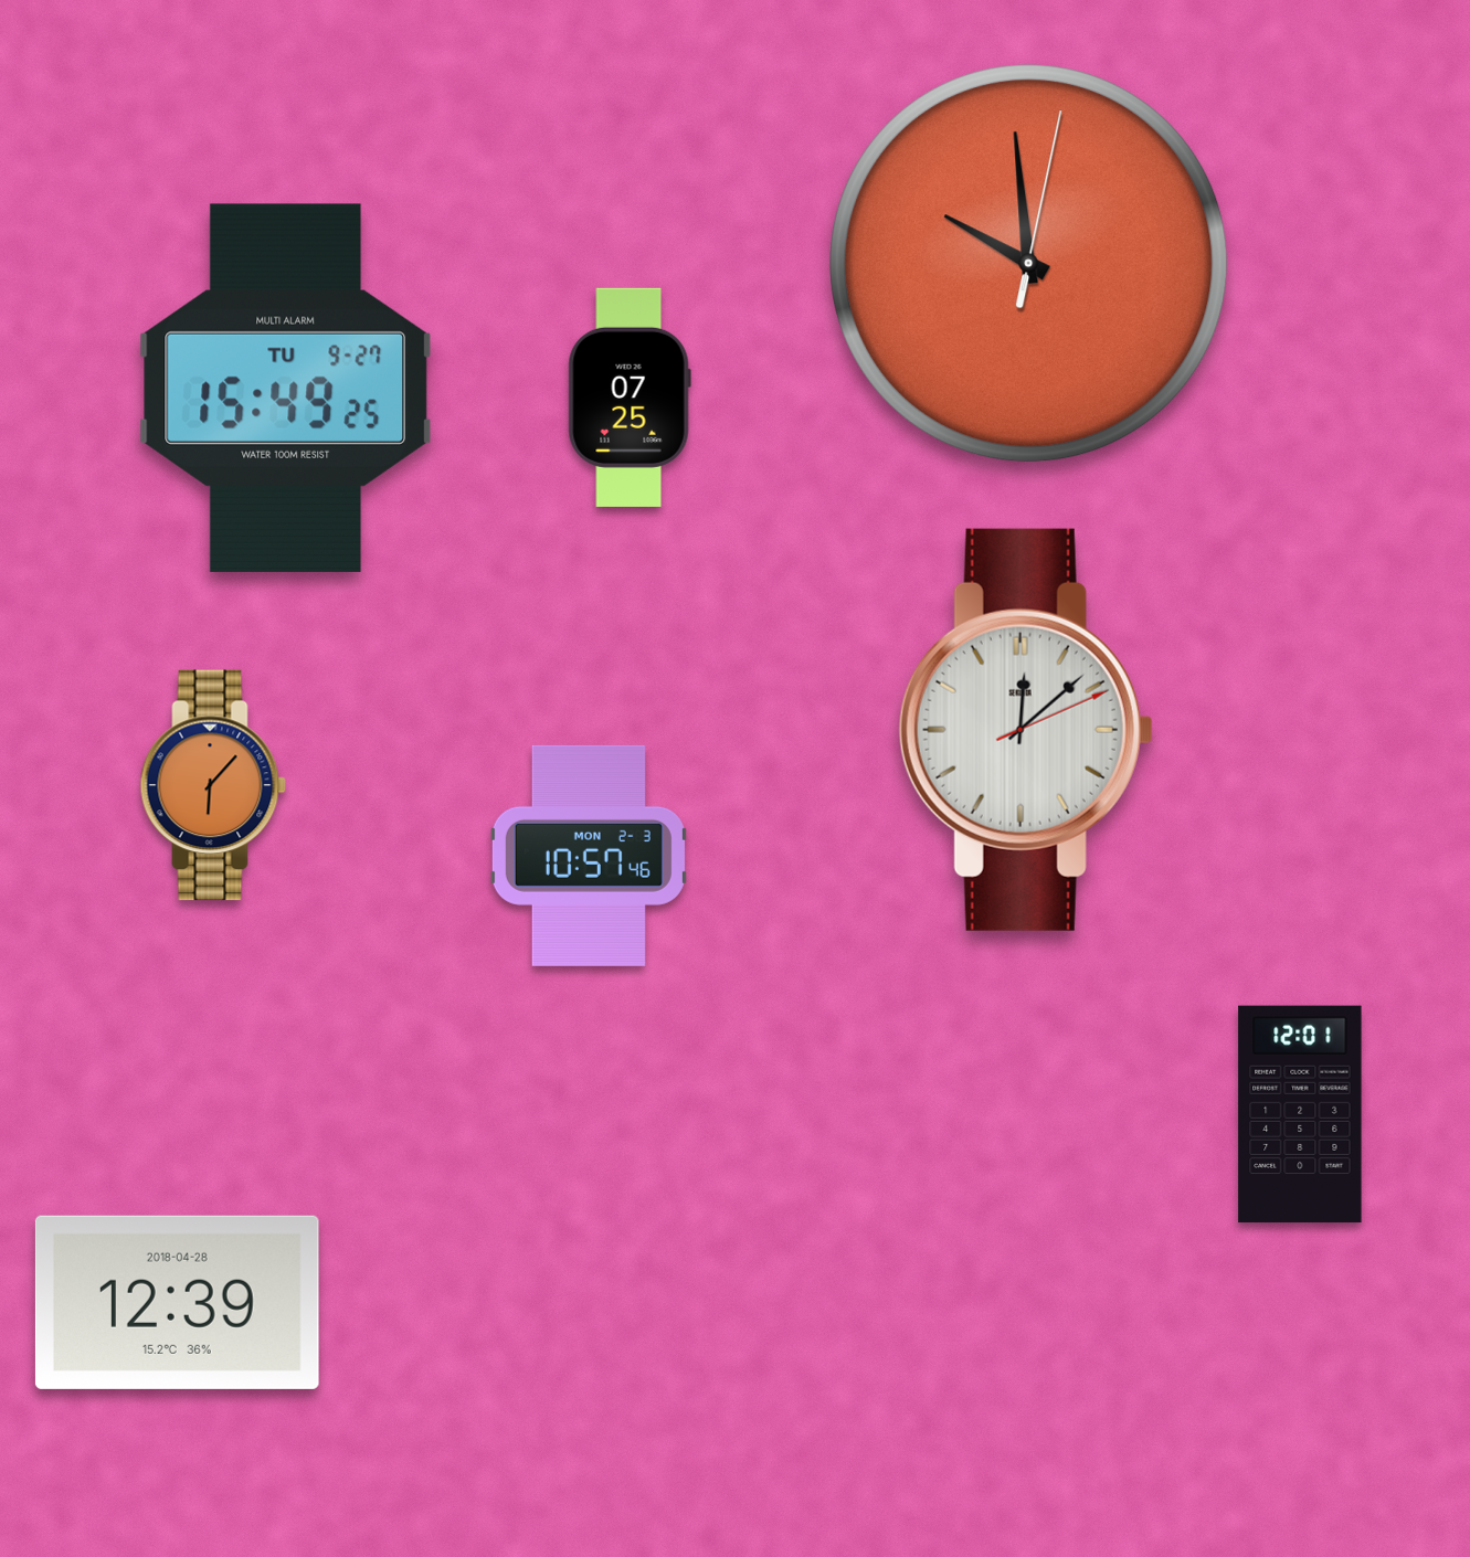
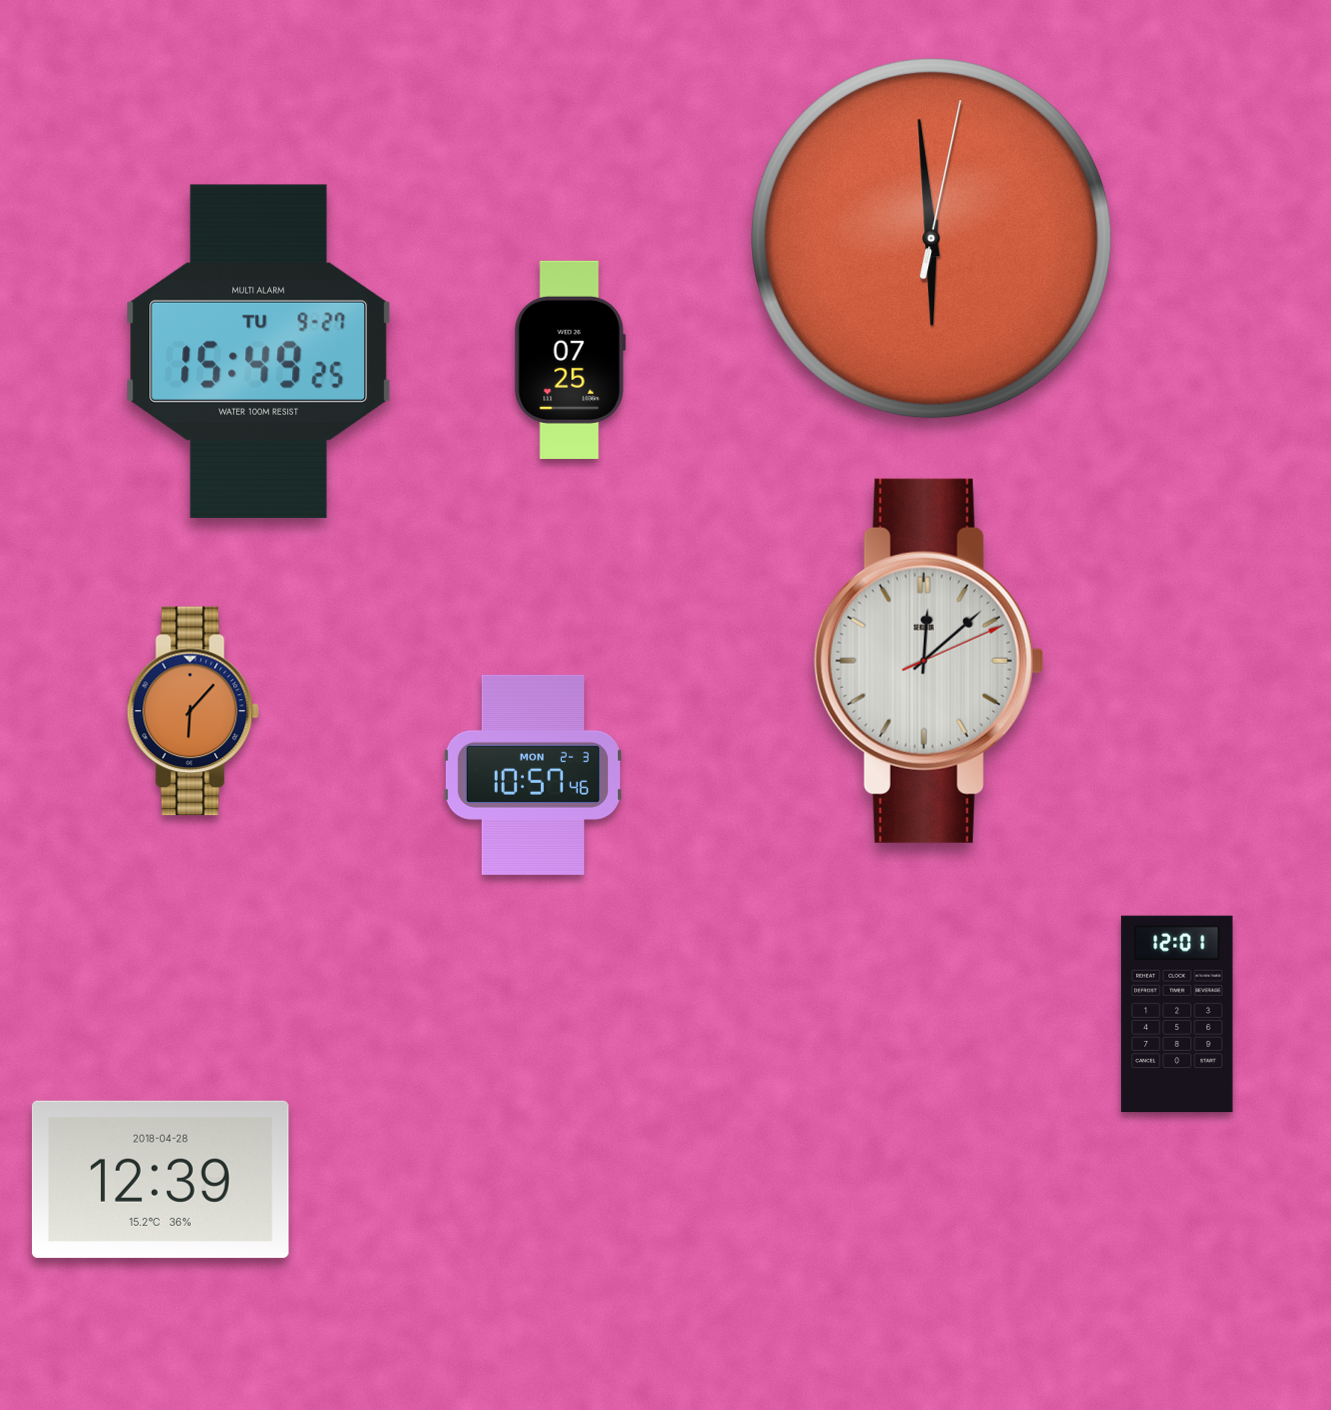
clock at (1029, 264): 9:59 -> 5:59
clock at (1300, 1114) position: (1300, 1114) -> (1177, 1014)
